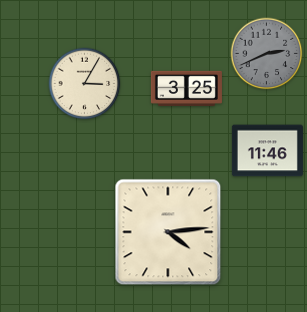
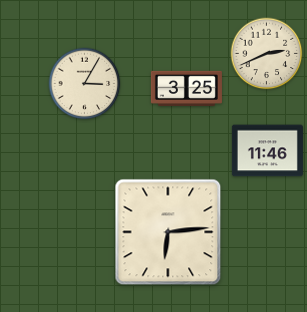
clock at (267, 54) dial: grey -> cream
clock at (168, 232): 4:14 -> 6:14
